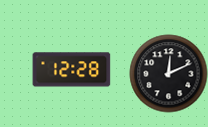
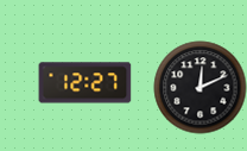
clock at (71, 70): 12:28 -> 12:27
